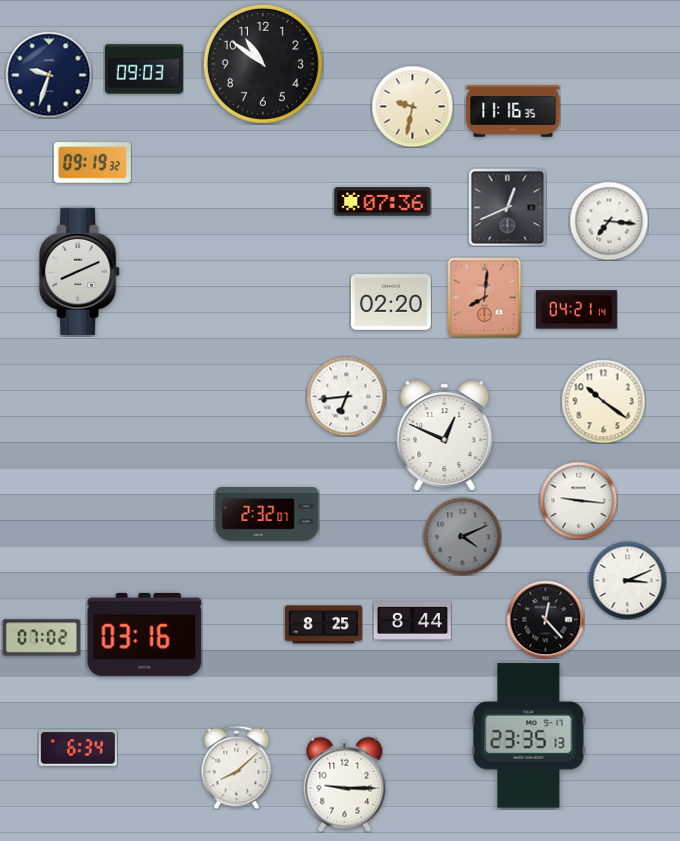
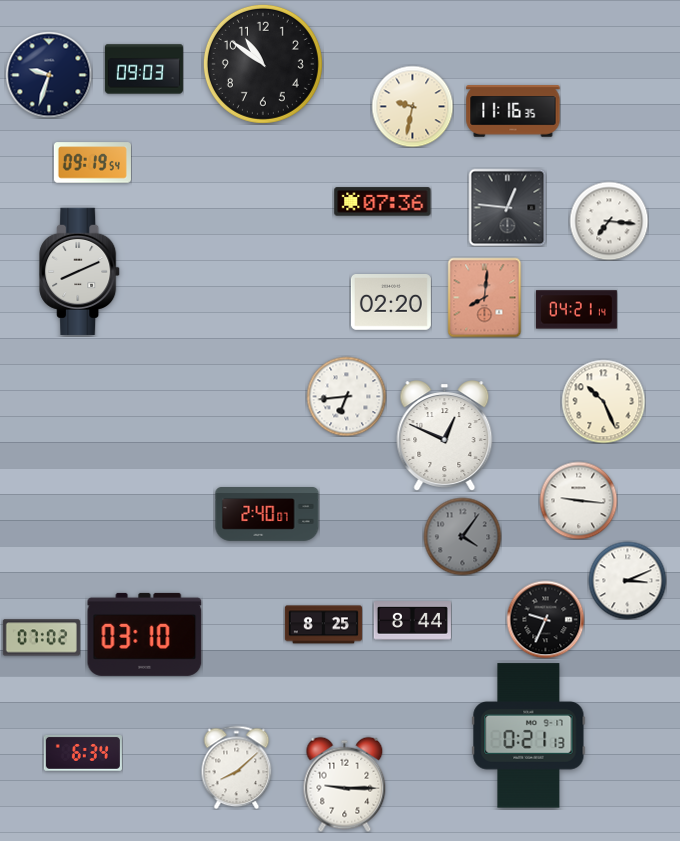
clock at (92, 163): 09:19:32 -> 09:19:54
clock at (507, 207): 12:41 -> 12:46
clock at (603, 401): 10:21 -> 10:26
clock at (267, 515): 2:32 -> 2:40
clock at (462, 536): 4:11 -> 4:06
clock at (545, 619): 12:23 -> 9:34
clock at (145, 634): 03:16 -> 03:10
clock at (529, 736): 23:35 -> 0:21
clock at (78, 748) position: (78, 748) -> (83, 753)
